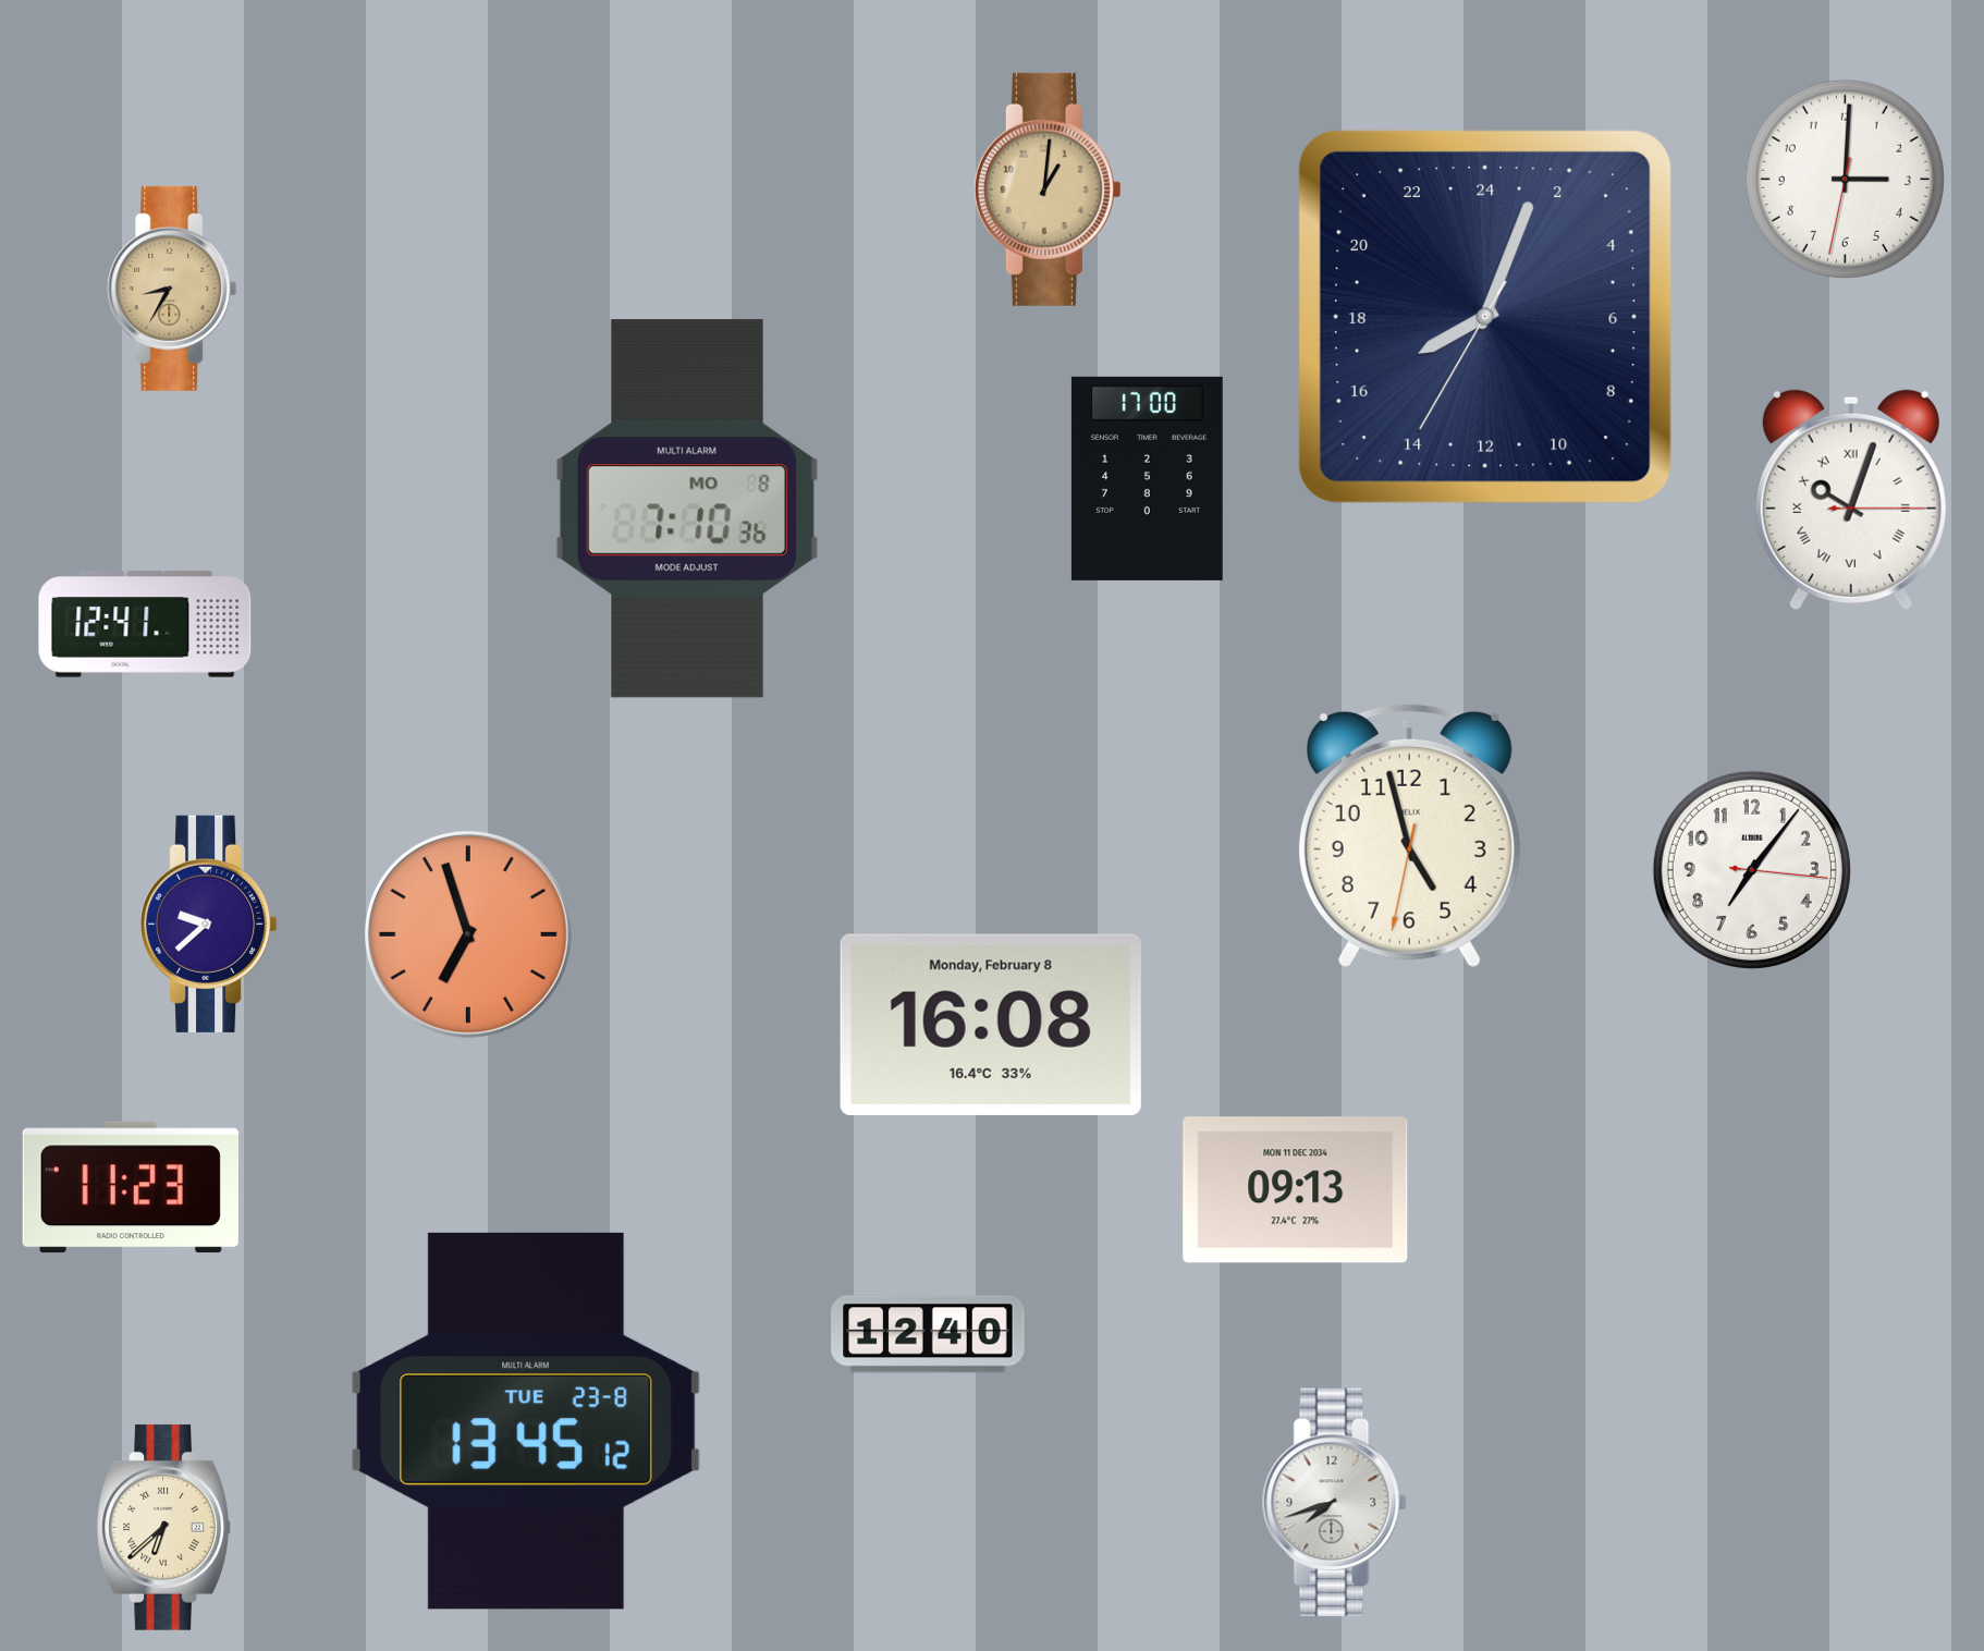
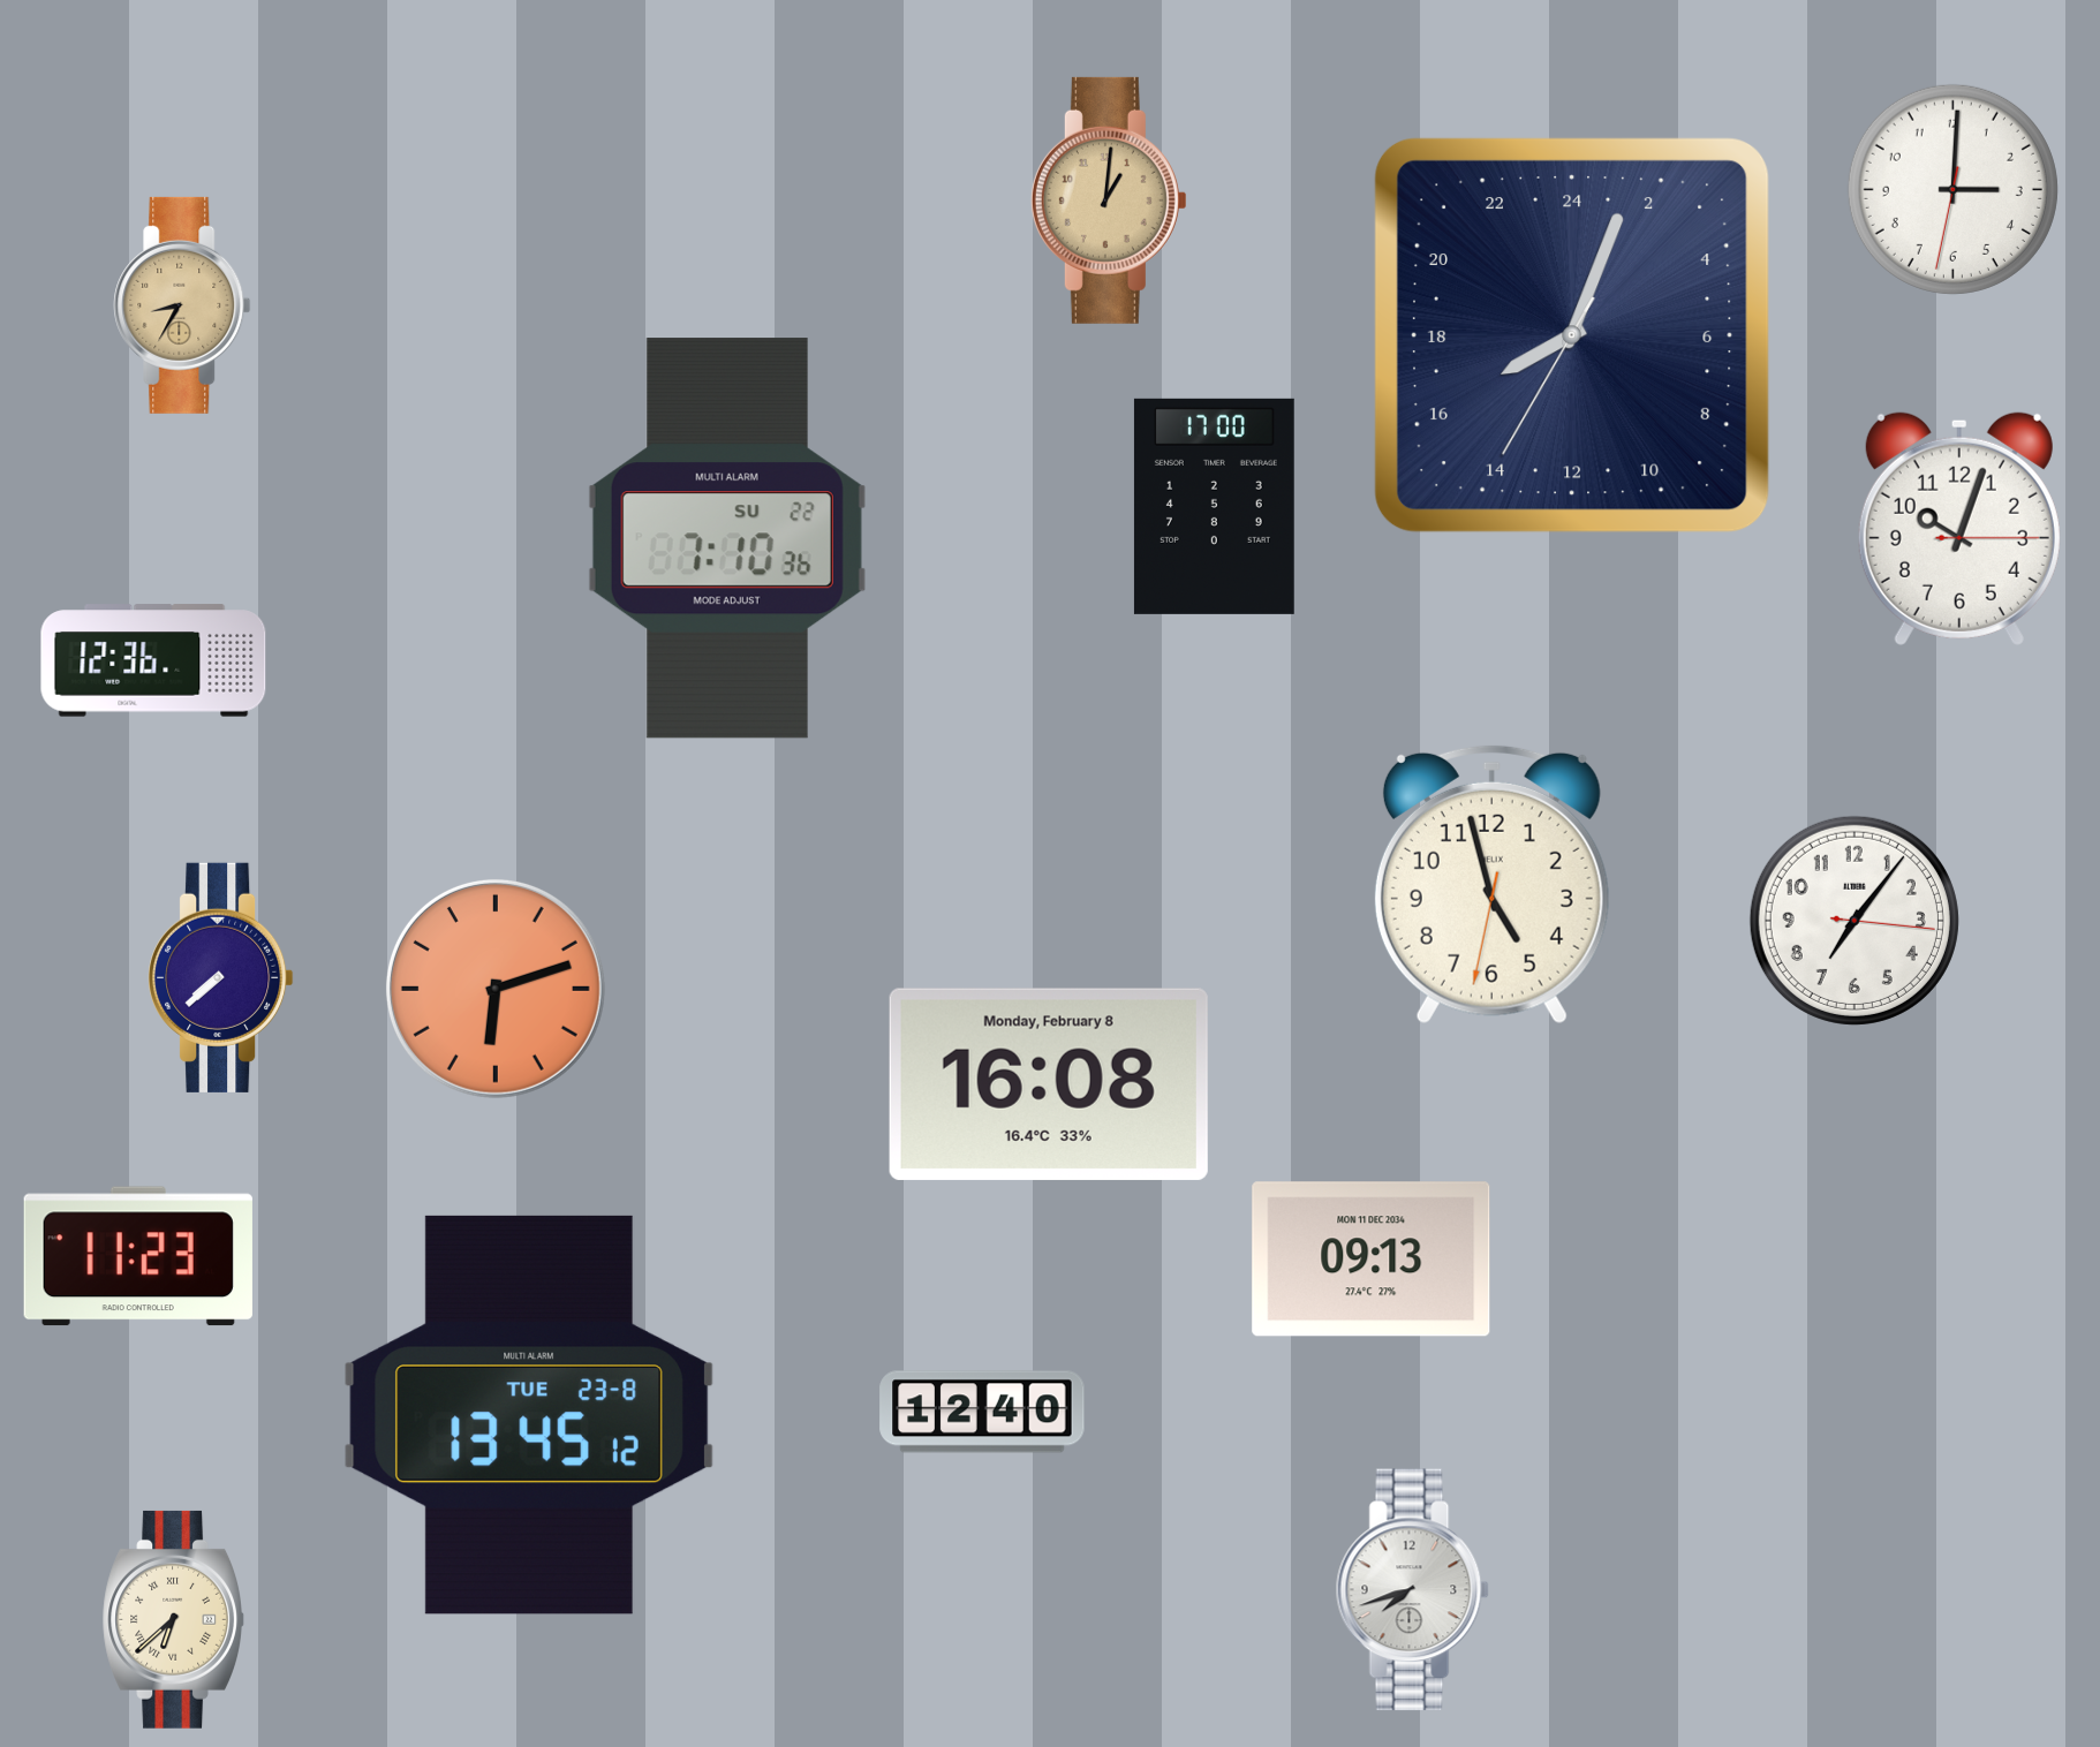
clock at (1851, 500) numerals: Roman -> Arabic
clock at (687, 509) date: MO 8 -> SU 22
clock at (145, 624): 12:41 -> 12:36
clock at (209, 924): 9:38 -> 7:38
clock at (468, 934): 6:57 -> 6:12
clock at (526, 1421) position: (526, 1421) -> (529, 1415)
clock at (163, 1527) position: (163, 1527) -> (173, 1619)
